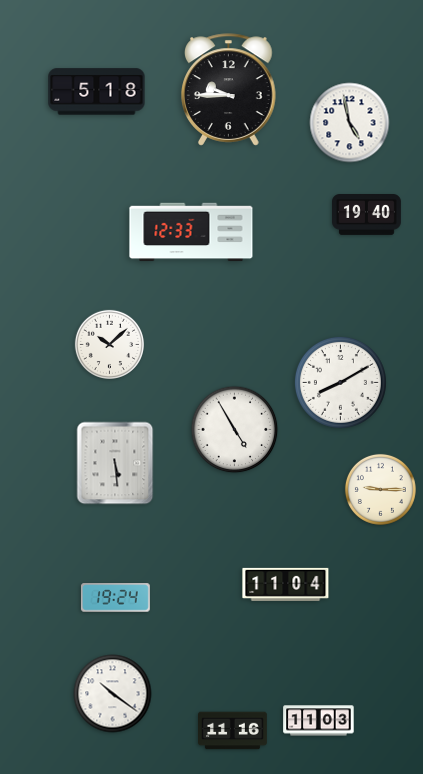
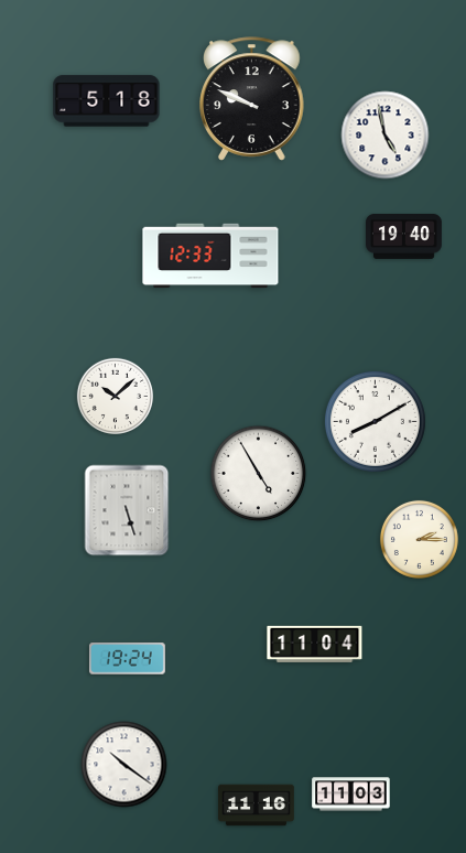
clock at (229, 90): 9:45 -> 9:49
clock at (109, 344) position: (109, 344) -> (115, 396)
clock at (115, 463): 5:29 -> 5:27
clock at (380, 489): 9:15 -> 2:15
